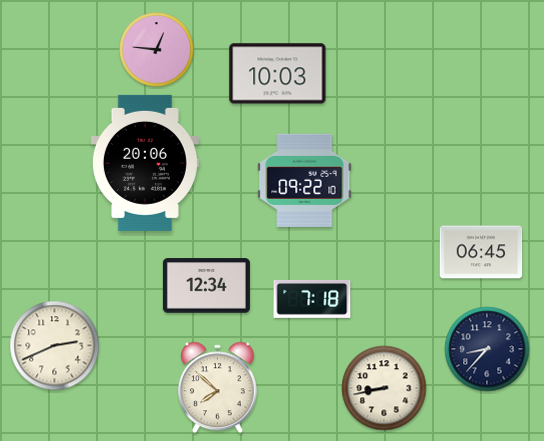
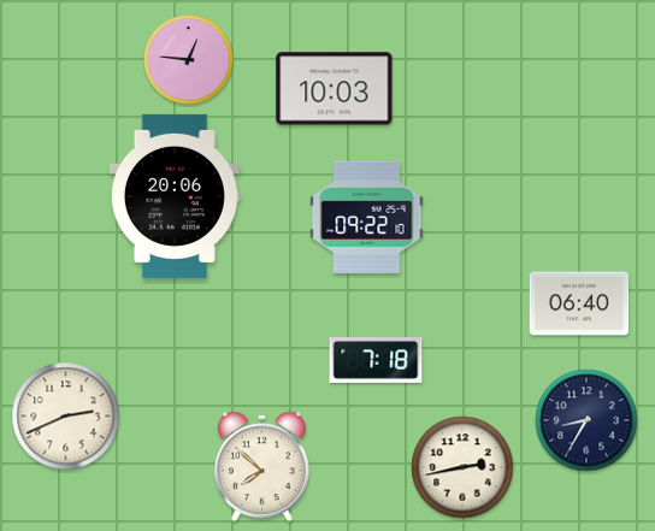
clock at (481, 252): 06:45 -> 06:40
clock at (206, 286): 12:34 -> none
clock at (487, 349): 8:37 -> 8:35
clock at (384, 388): 8:43 -> 2:43
